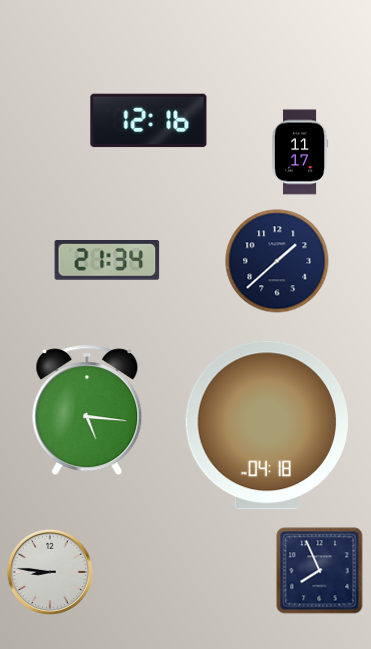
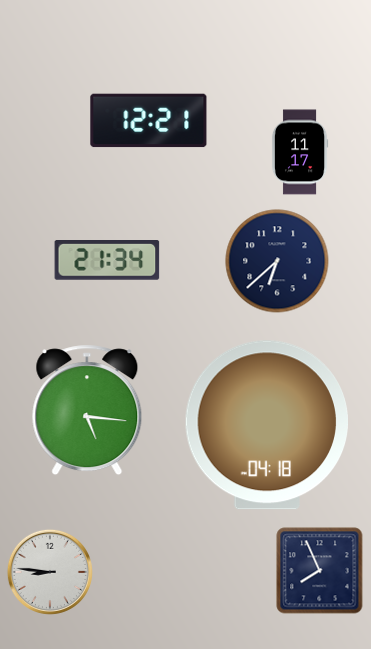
clock at (149, 121): 12:16 -> 12:21
clock at (277, 261): 1:38 -> 6:38
